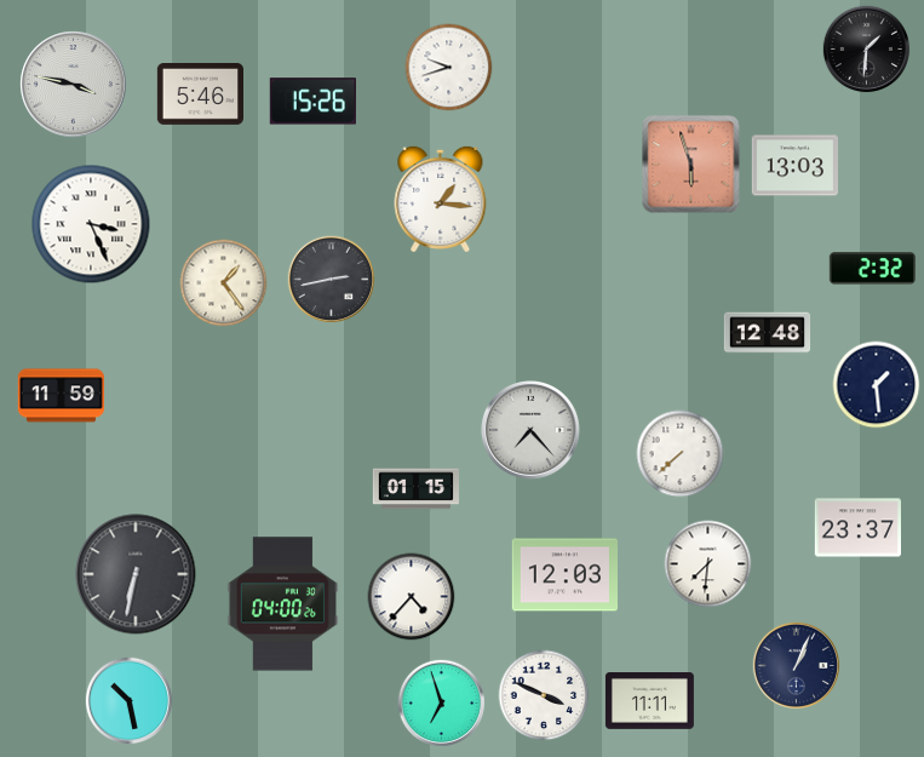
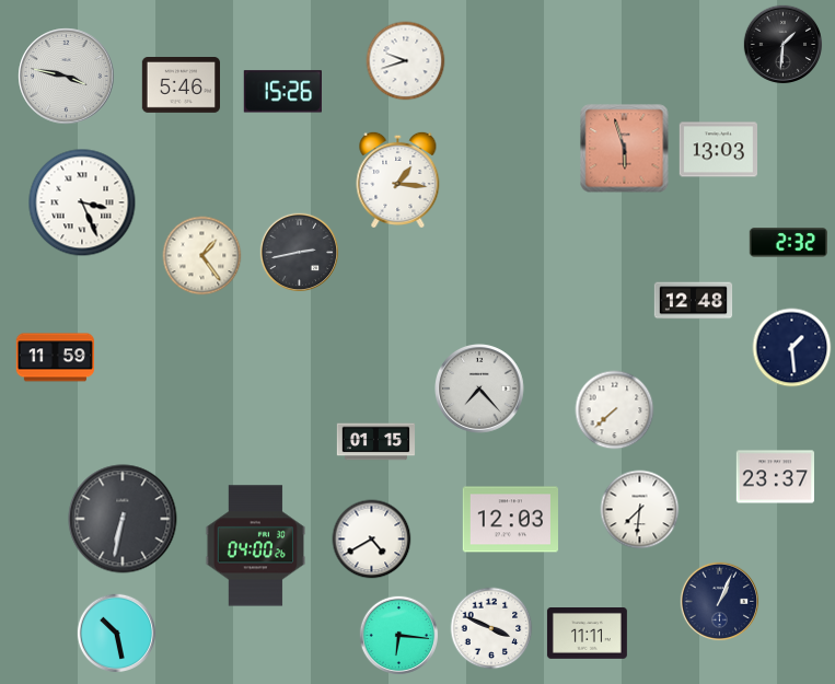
clock at (412, 597): 4:37 -> 4:40
clock at (442, 704): 6:57 -> 6:16
